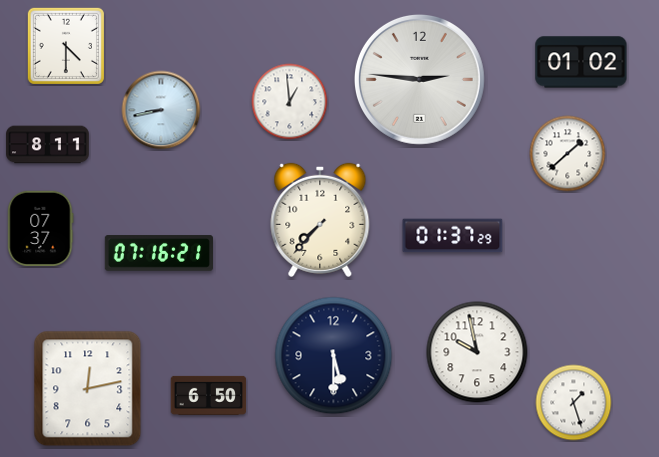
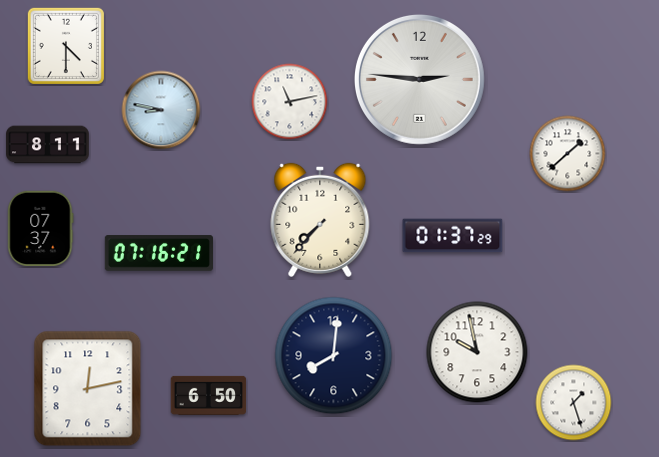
clock at (581, 62): 01:02 -> none
clock at (290, 102): 12:59 -> 11:13
clock at (161, 110): 8:43 -> 8:47
clock at (334, 356): 5:30 -> 8:01
